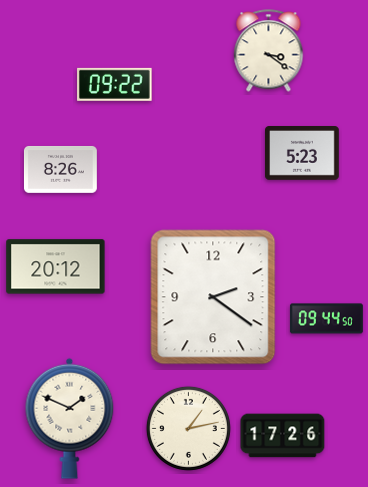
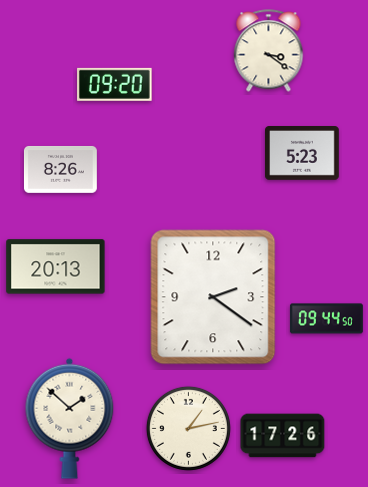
clock at (115, 84): 09:22 -> 09:20
clock at (56, 267): 20:12 -> 20:13
clock at (70, 418): 1:49 -> 1:52
